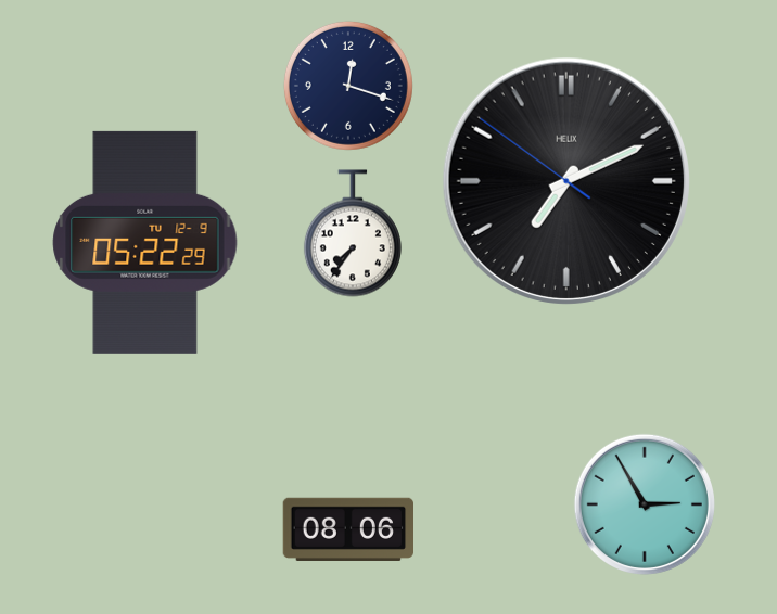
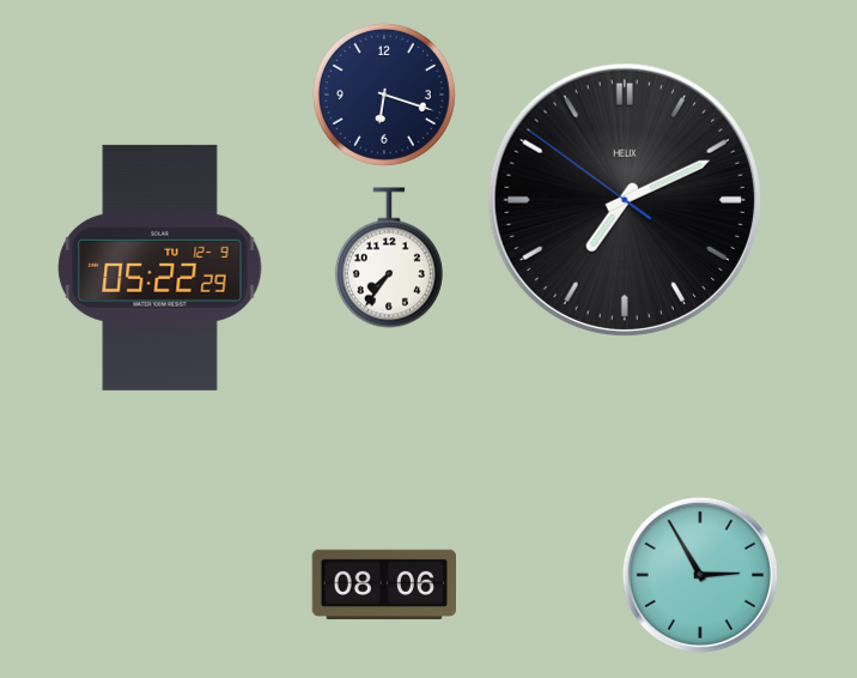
clock at (348, 86): 12:18 -> 6:18
clock at (645, 504) position: (645, 504) -> (700, 575)
